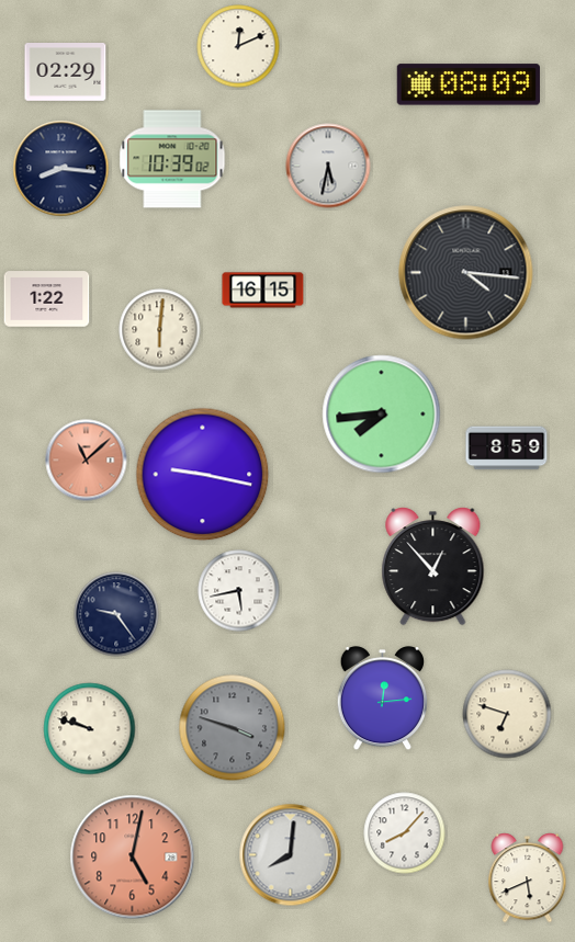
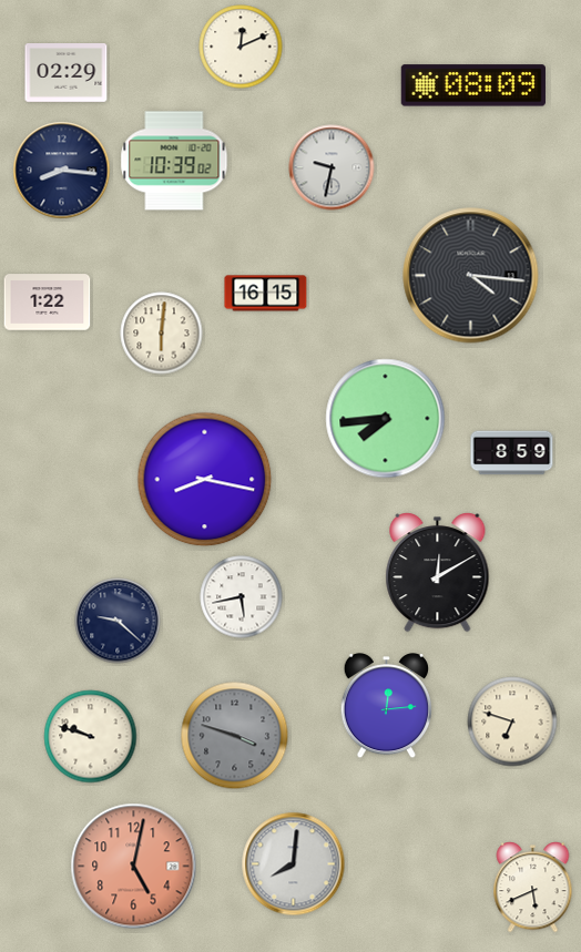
clock at (328, 166): 5:32 -> 9:32
clock at (87, 461): 11:08 -> none
clock at (203, 475): 9:17 -> 8:17
clock at (433, 567): 12:53 -> 12:10
clock at (116, 614): 9:24 -> 9:22
clock at (405, 833): 8:07 -> none
